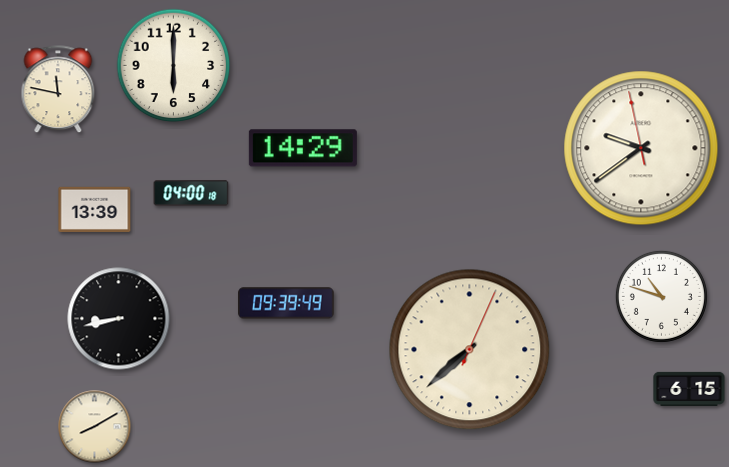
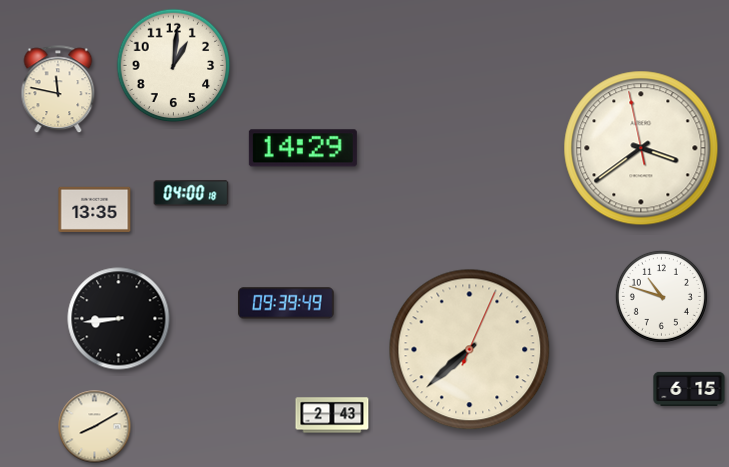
clock at (174, 66): 6:00 -> 1:01
clock at (641, 148): 9:38 -> 3:38
clock at (95, 209): 13:39 -> 13:35
clock at (119, 319): 8:43 -> 8:44
clock at (332, 415): none -> 2:43
